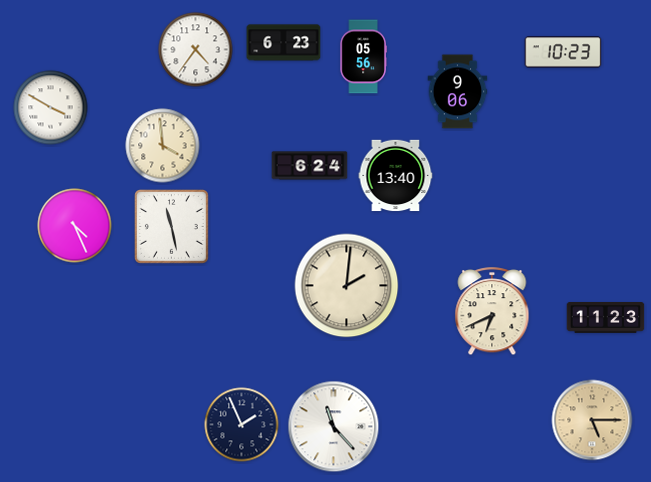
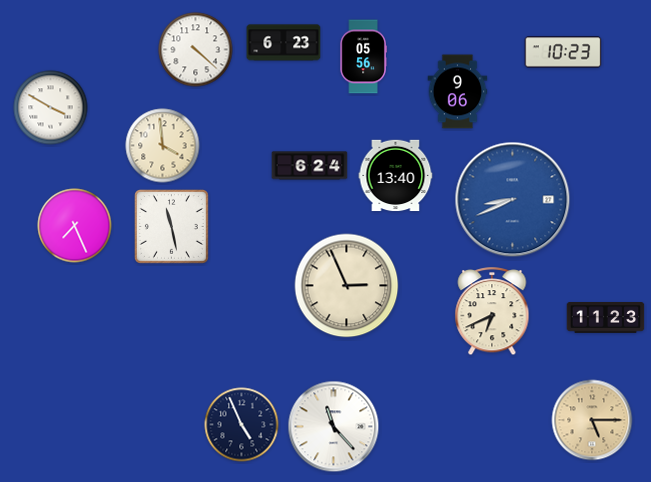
clock at (196, 50): 4:36 -> 4:22
clock at (513, 200): none -> 8:41
clock at (75, 226): 4:26 -> 7:26
clock at (347, 286): 2:01 -> 2:56
clock at (242, 425): 1:56 -> 4:56
